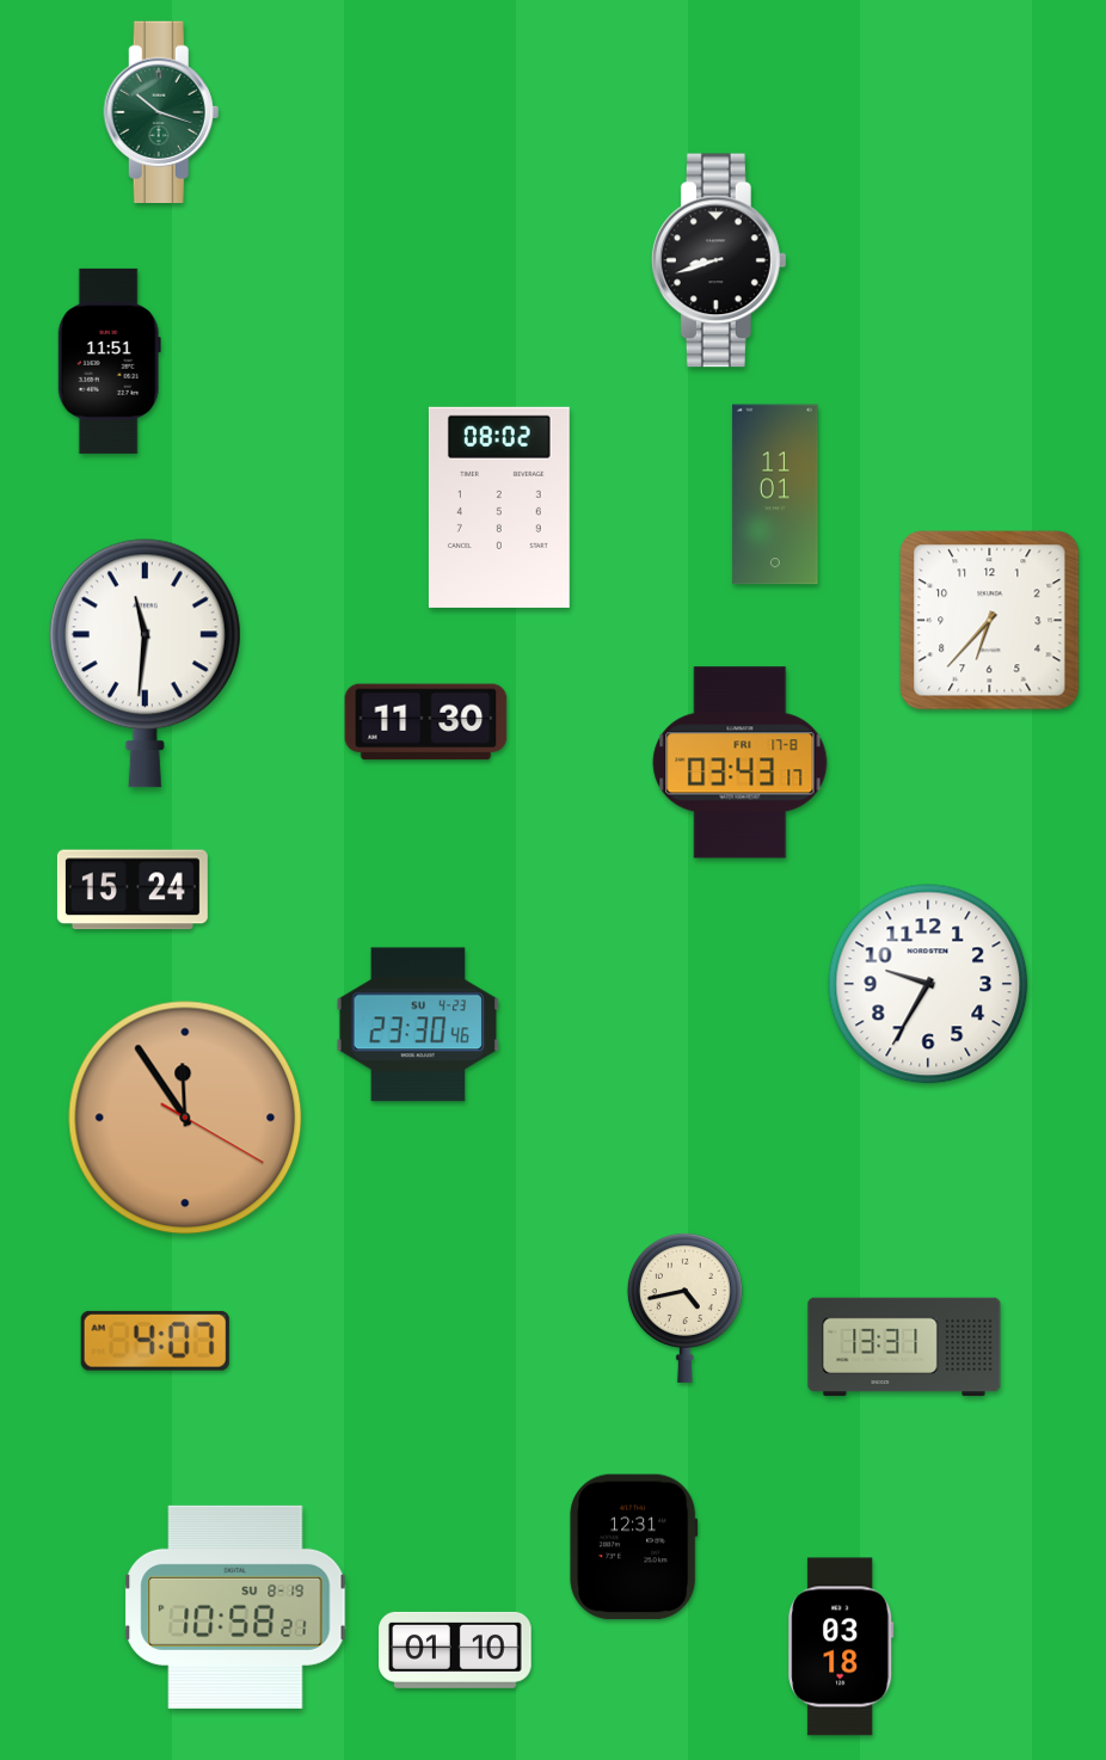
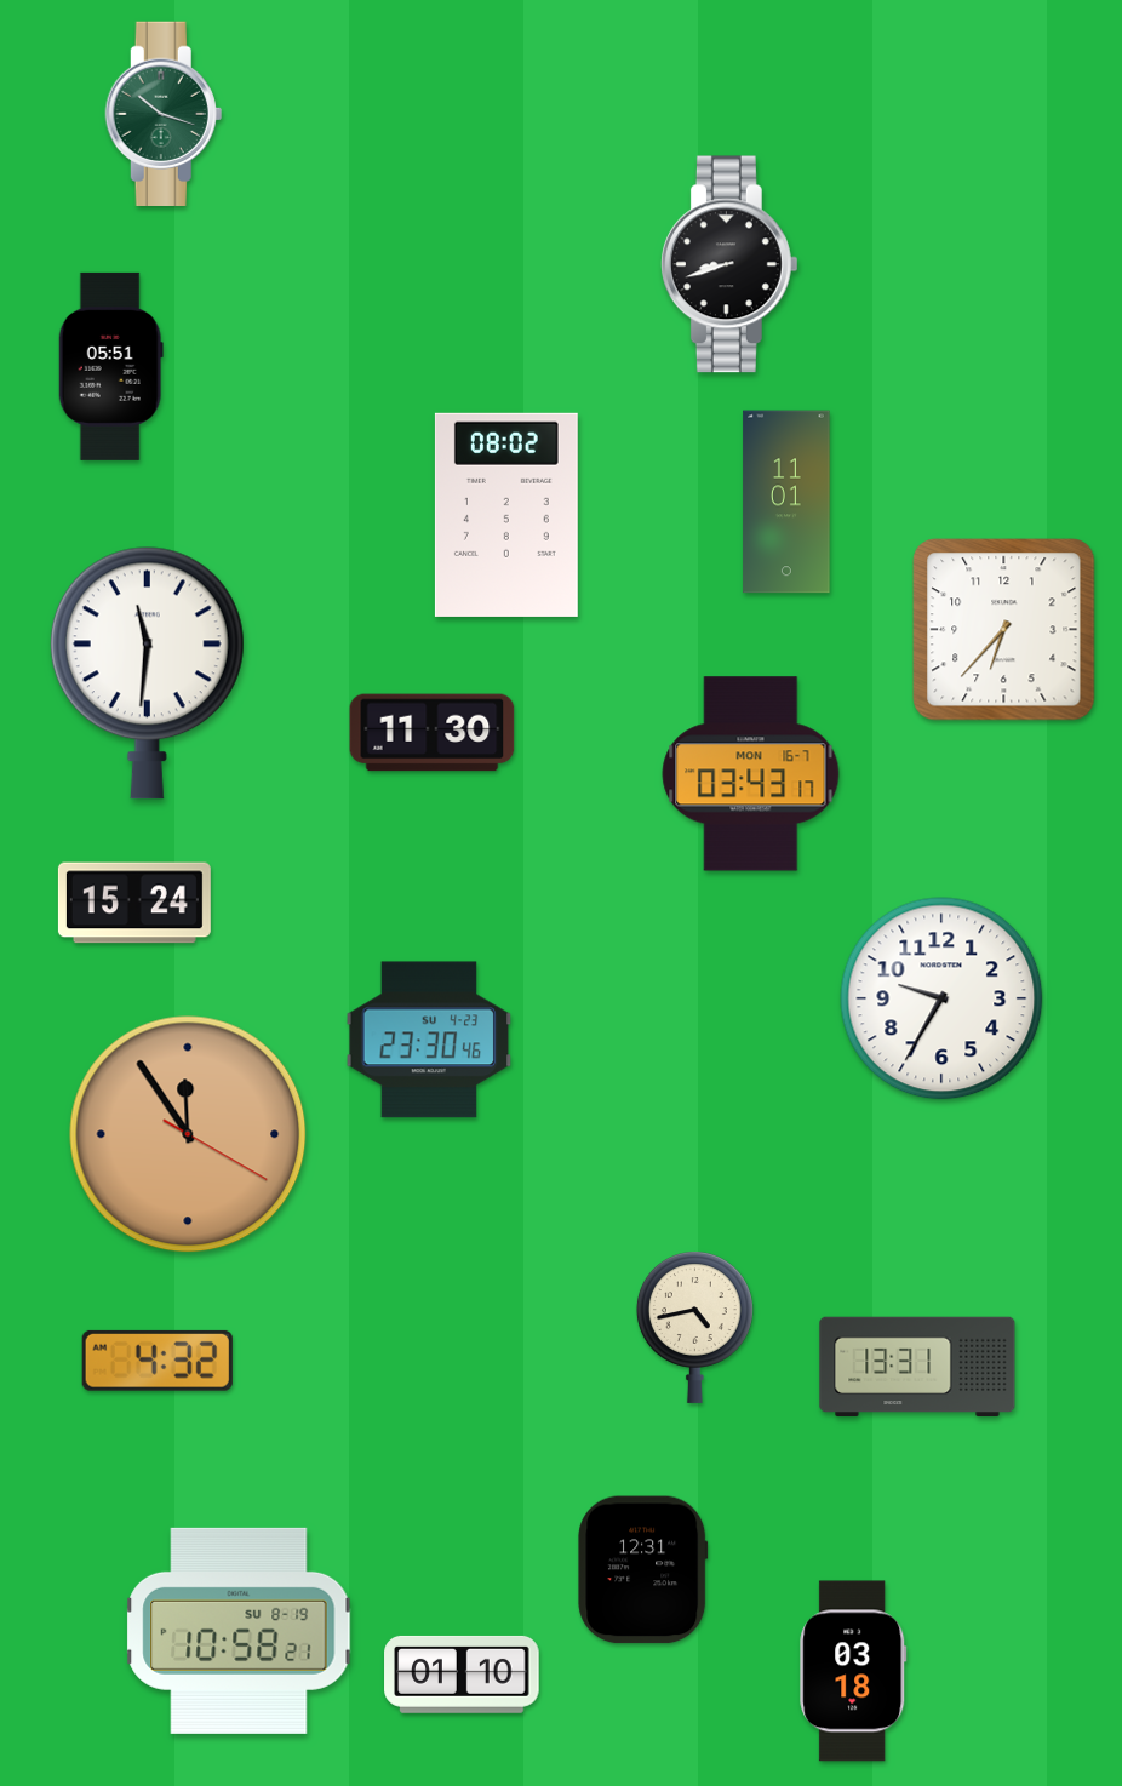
clock at (109, 361): 11:51 -> 05:51
clock at (741, 763) date: FRI 17-8 -> MON 16-7
clock at (418, 1024) position: (418, 1024) -> (429, 1040)
clock at (155, 1341): 4:07 -> 4:32
